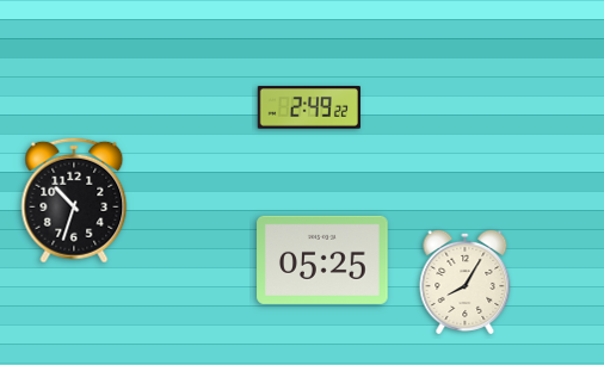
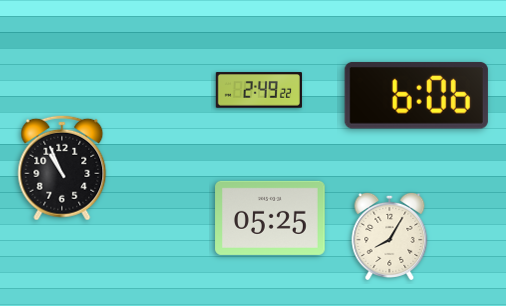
clock at (416, 96): none -> 6:06
clock at (74, 200): 10:33 -> 10:56
